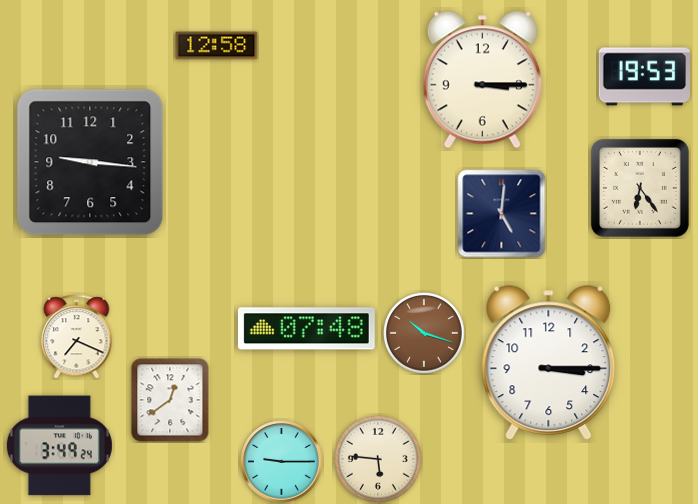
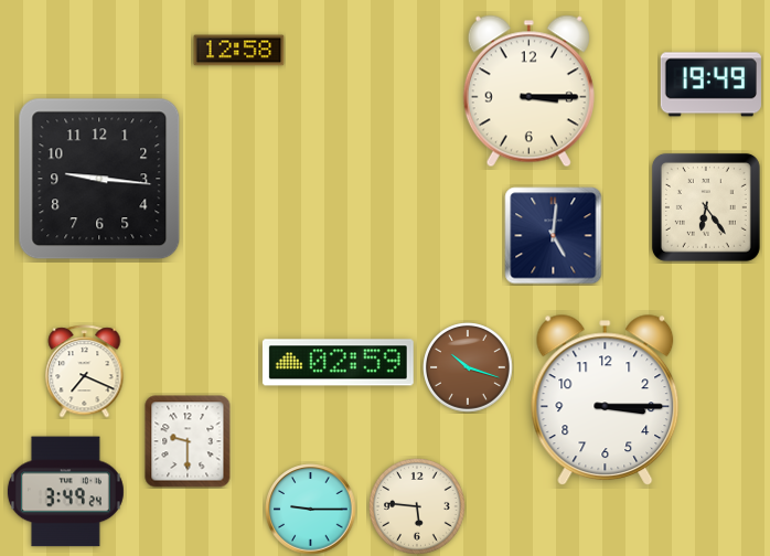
clock at (644, 77): 19:53 -> 19:49
clock at (482, 80) position: (482, 80) -> (528, 92)
clock at (306, 329): 07:48 -> 02:59
clock at (170, 400): 12:39 -> 9:30
